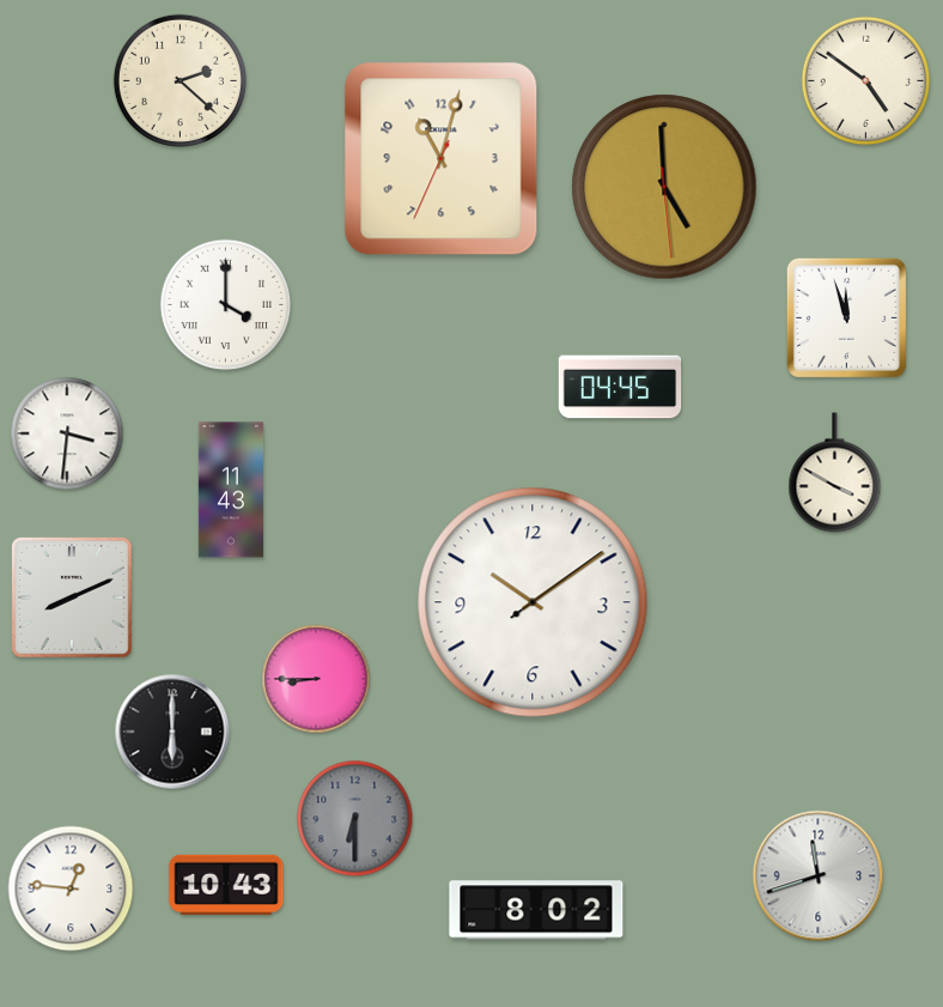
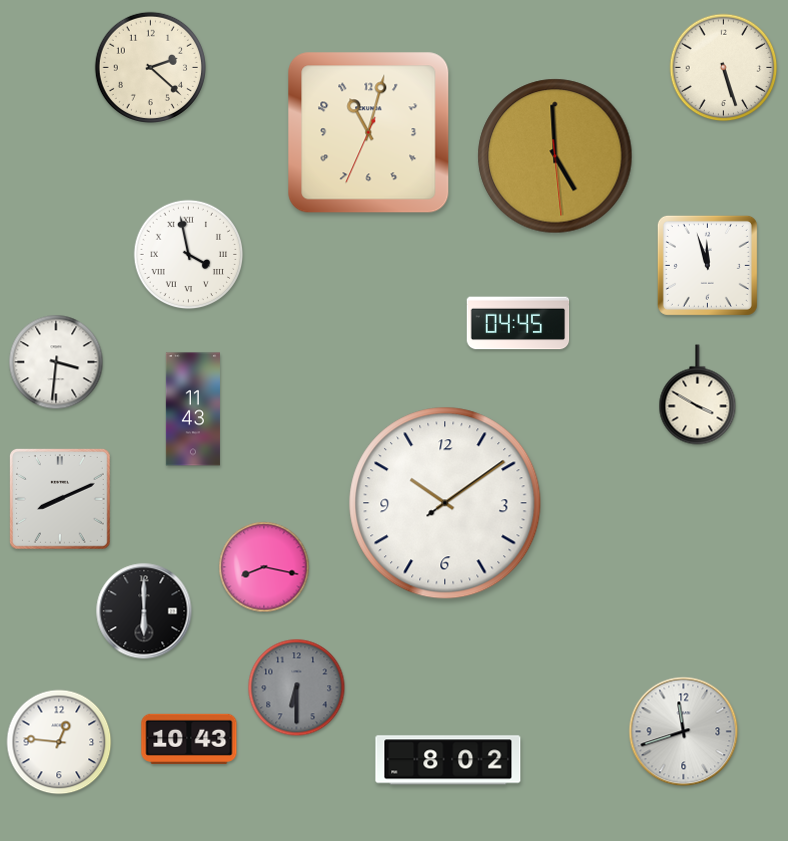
clock at (866, 81): 4:51 -> 5:27
clock at (226, 305): 4:00 -> 3:58
clock at (316, 679): 8:45 -> 8:17
clock at (355, 819) position: (355, 819) -> (297, 688)
